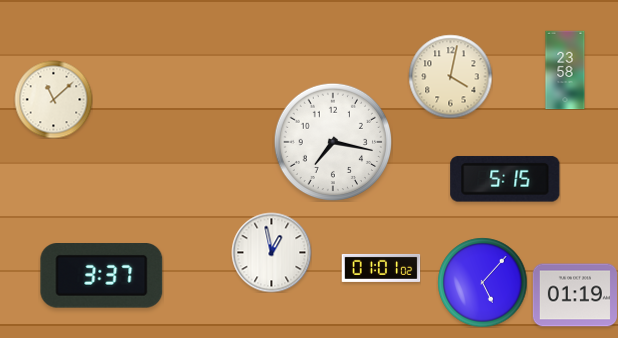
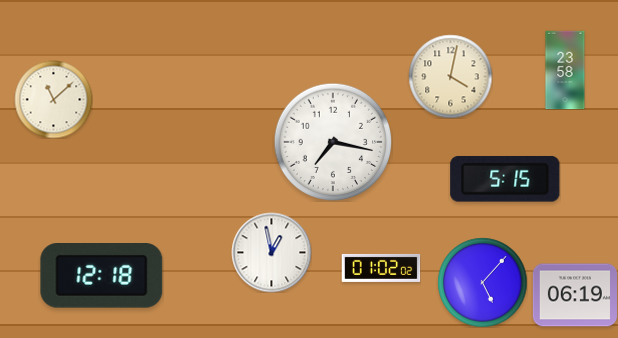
clock at (381, 268): 01:01 -> 01:02
clock at (102, 276): 3:37 -> 12:18
clock at (575, 295): 01:19 -> 06:19
